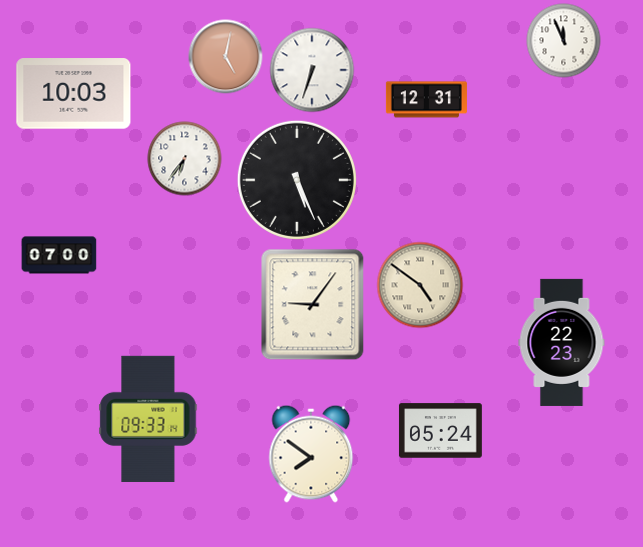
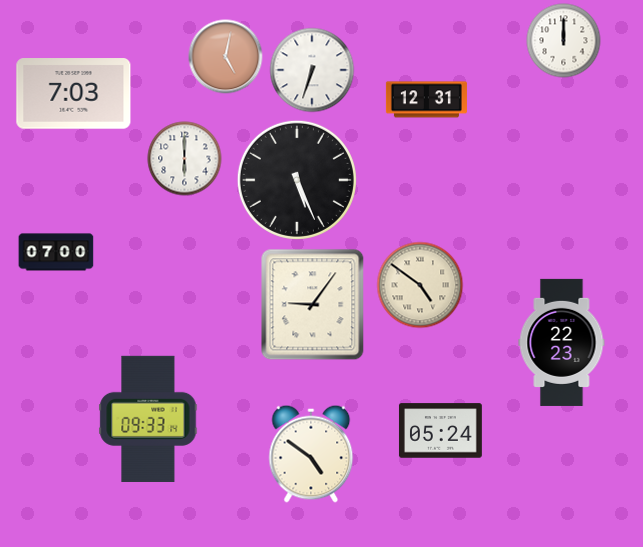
clock at (564, 41): 11:56 -> 12:00
clock at (74, 94): 10:03 -> 7:03
clock at (185, 159): 6:36 -> 6:00
clock at (59, 255) position: (59, 255) -> (56, 252)
clock at (311, 454): 7:51 -> 4:51
